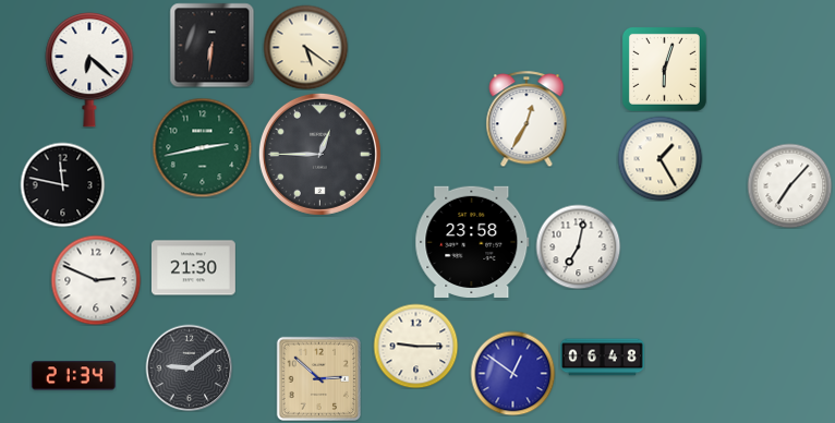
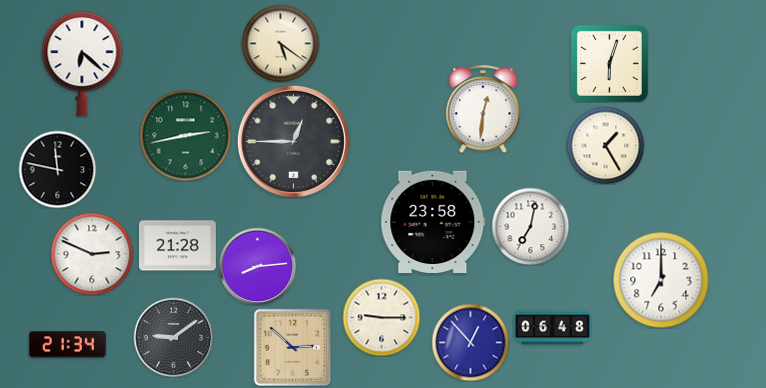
clock at (211, 45): 6:31 -> none
clock at (527, 119): 12:35 -> 12:31
clock at (789, 185): 7:07 -> none
clock at (193, 268): 21:30 -> 21:28
clock at (96, 280) position: (96, 280) -> (92, 254)
clock at (257, 266): none -> 8:14
clock at (661, 280): none -> 7:00
clock at (512, 373): 12:51 -> 12:53
